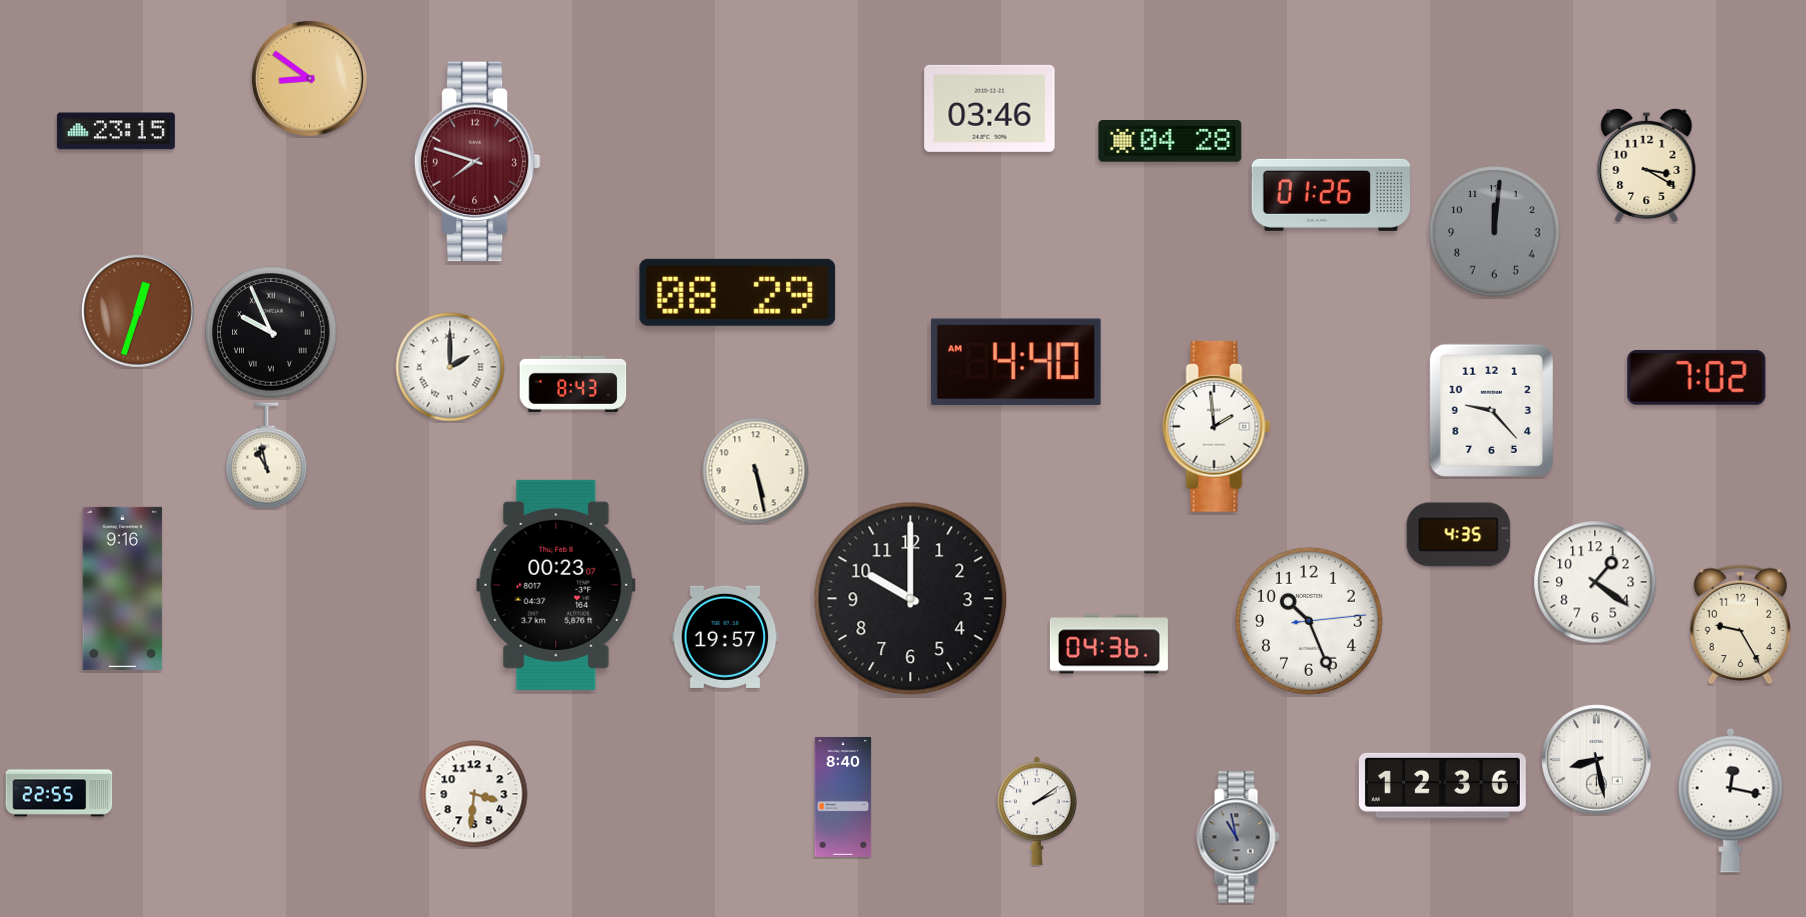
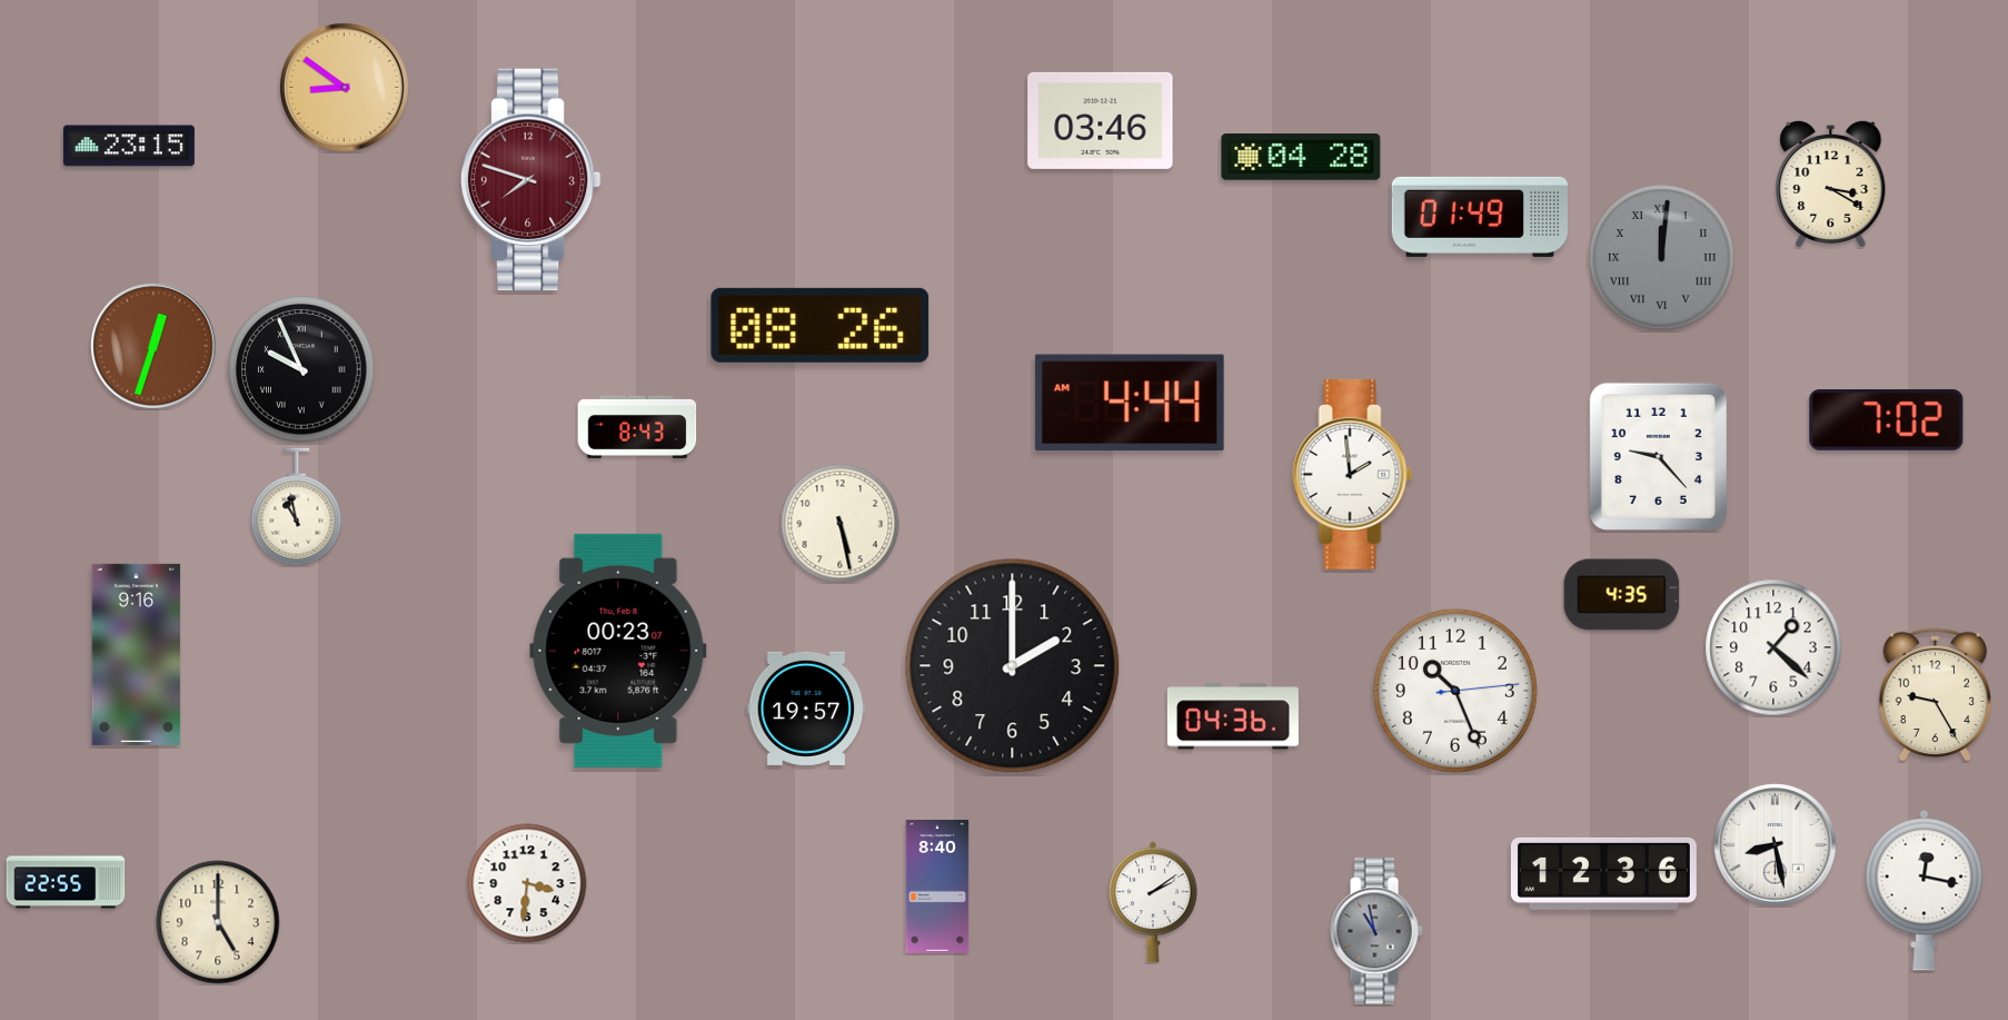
clock at (1330, 195): 01:26 -> 01:49
clock at (1495, 232) numerals: Arabic -> Roman
clock at (738, 292): 08:29 -> 08:26
clock at (1016, 362): 4:40 -> 4:44
clock at (450, 367): 2:00 -> none
clock at (1595, 582): 1:21 -> 1:22
clock at (911, 599): 10:00 -> 2:00
clock at (218, 922): none -> 5:00
